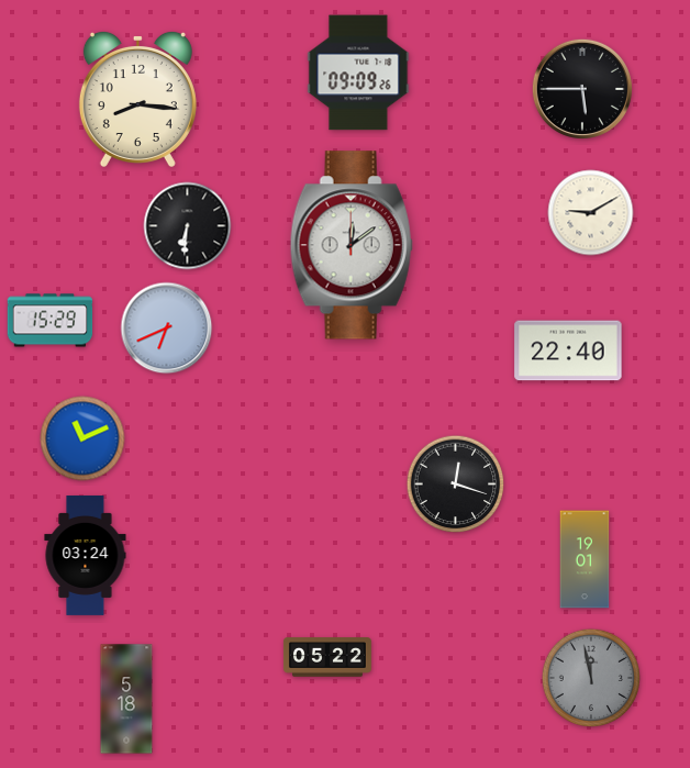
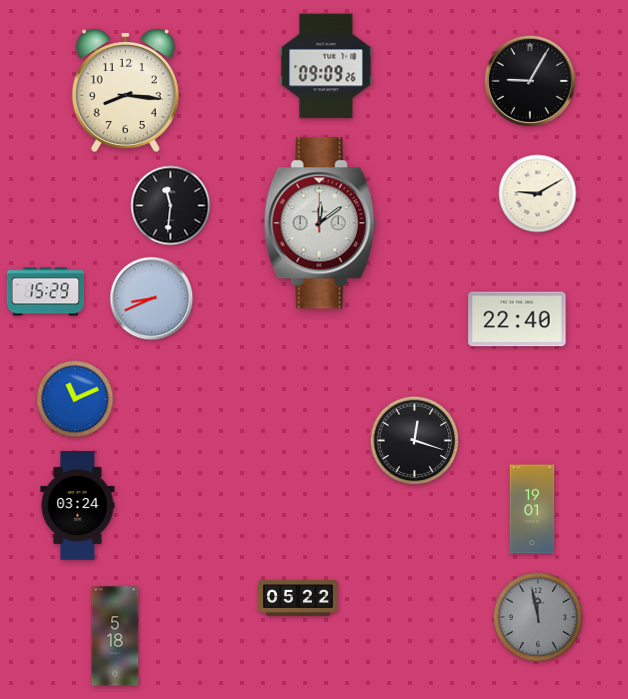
clock at (582, 89): 5:45 -> 9:05
clock at (188, 226): 6:31 -> 11:31
clock at (167, 329): 6:41 -> 8:41
